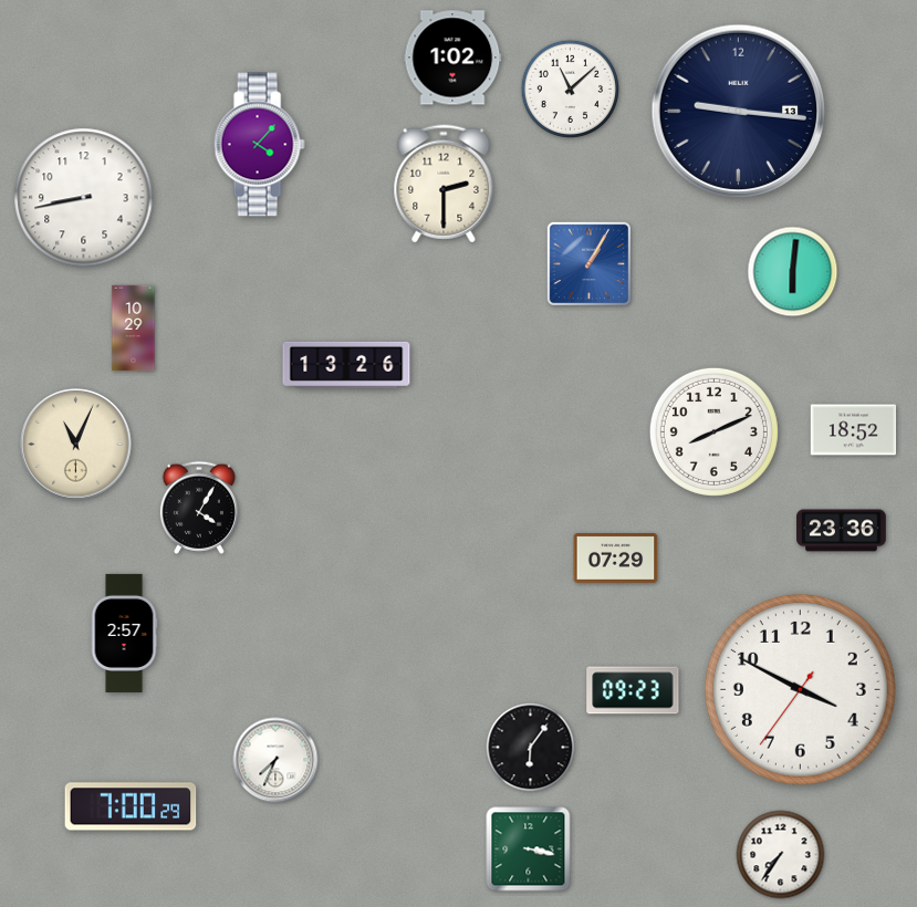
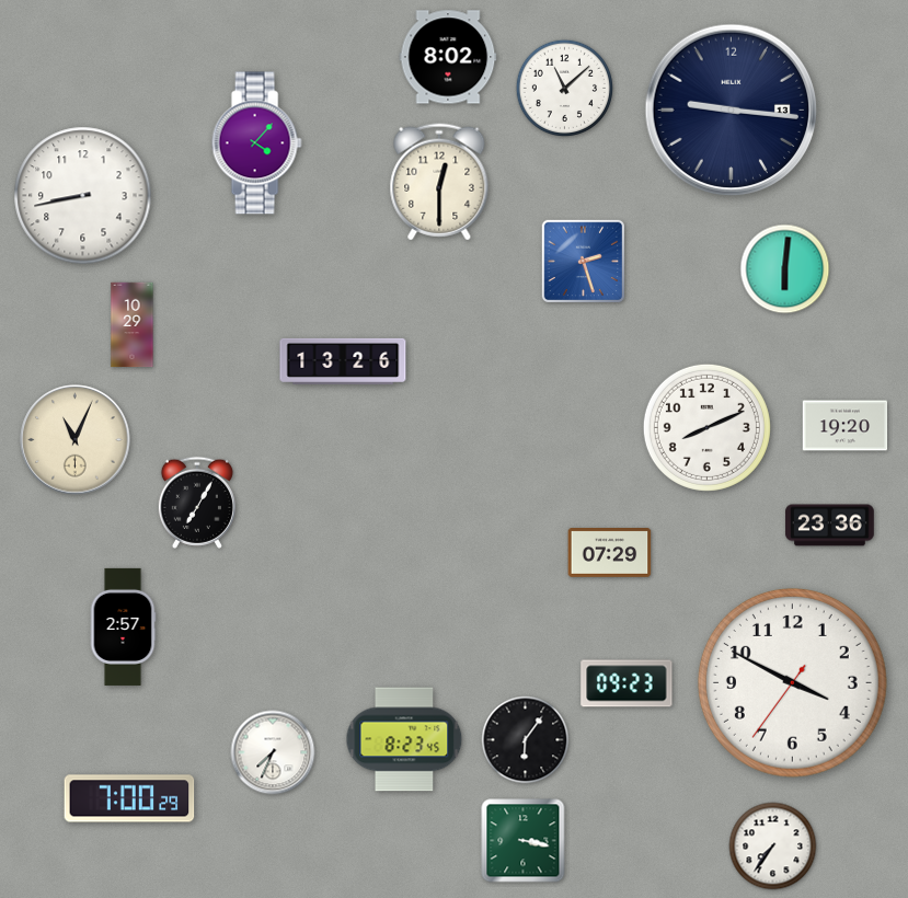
clock at (452, 58): 1:02 -> 8:02
clock at (444, 184): 2:30 -> 12:30
clock at (590, 264): 1:05 -> 2:27
clock at (854, 430): 18:52 -> 19:20
clock at (199, 508): 4:05 -> 7:05
clock at (842, 531) position: (842, 531) -> (830, 526)
clock at (404, 739): none -> 8:23
